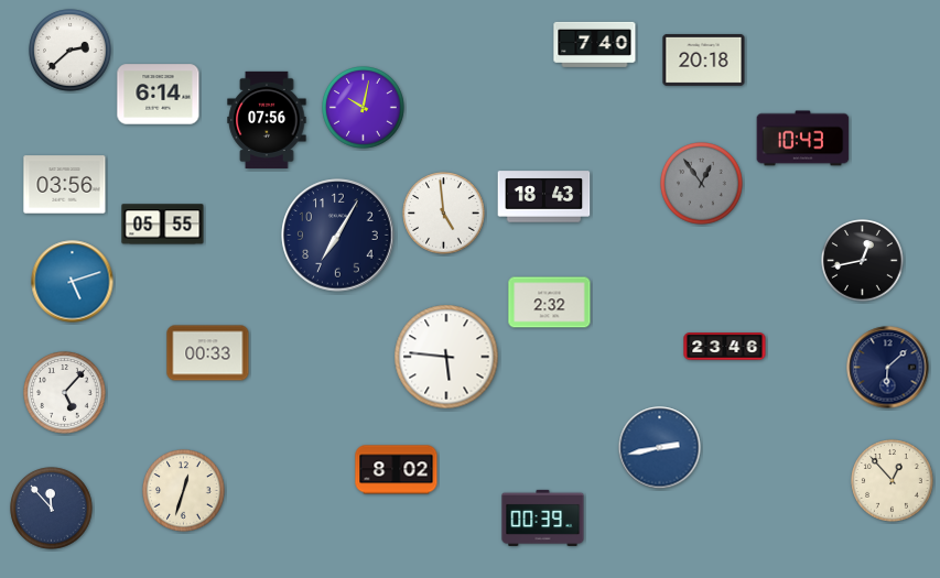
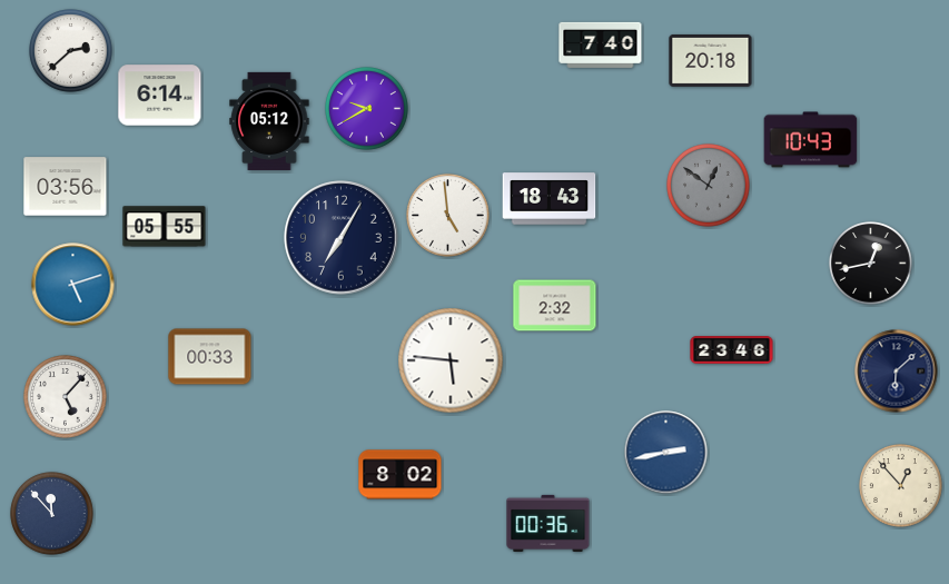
clock at (364, 108): 10:02 -> 9:40
clock at (267, 120): 07:56 -> 05:12
clock at (702, 184): 12:54 -> 12:51
clock at (184, 491): 12:33 -> none
clock at (543, 517): 00:39 -> 00:36
